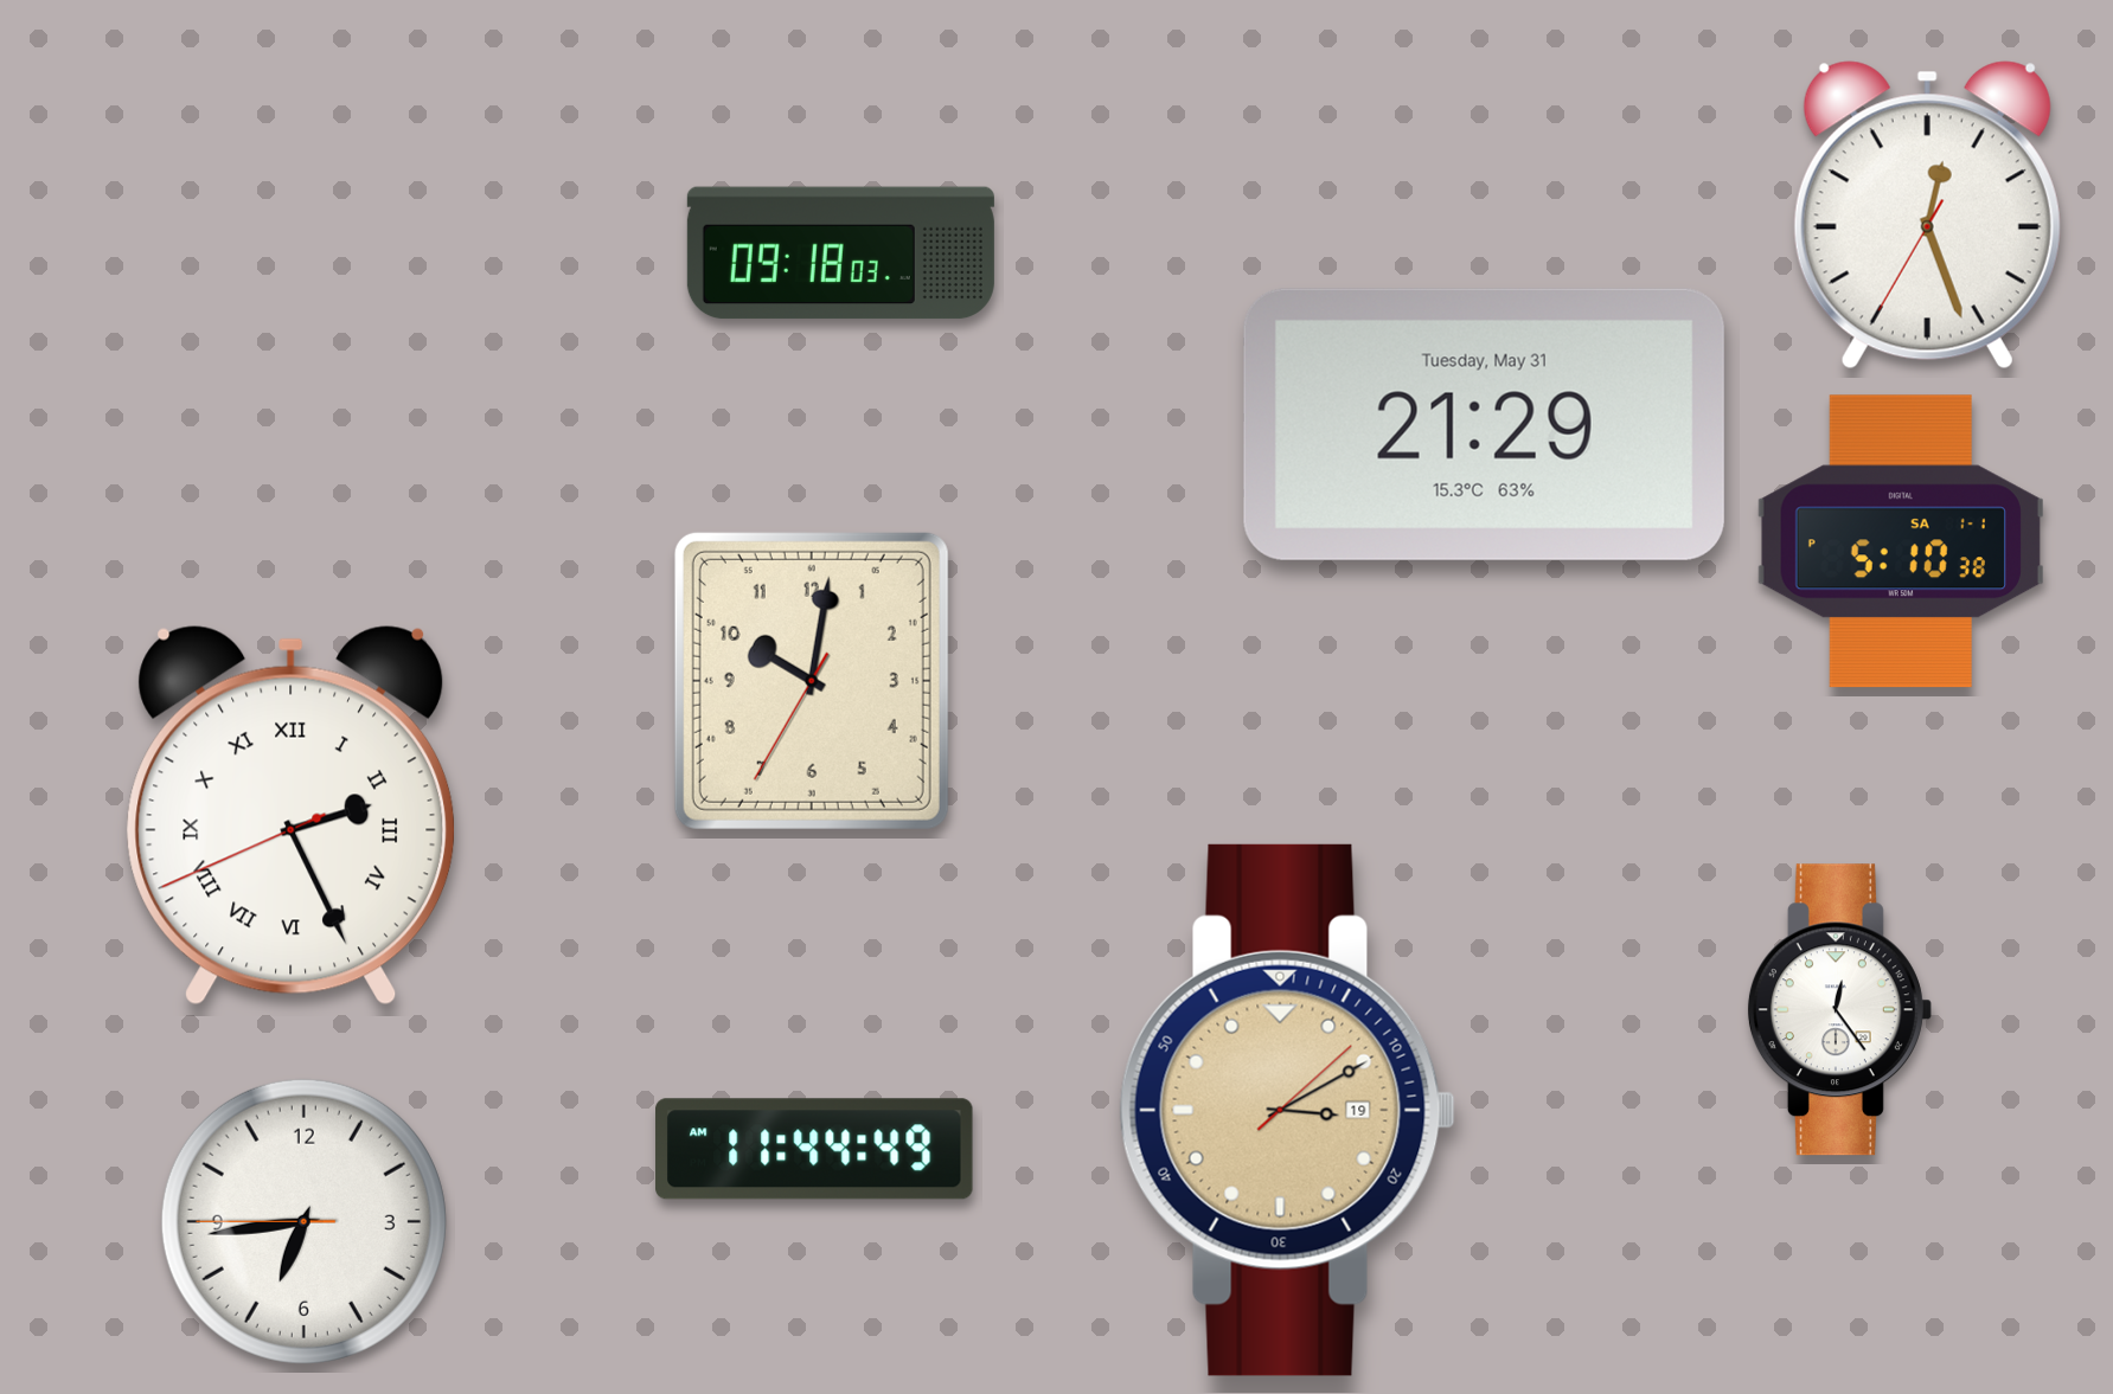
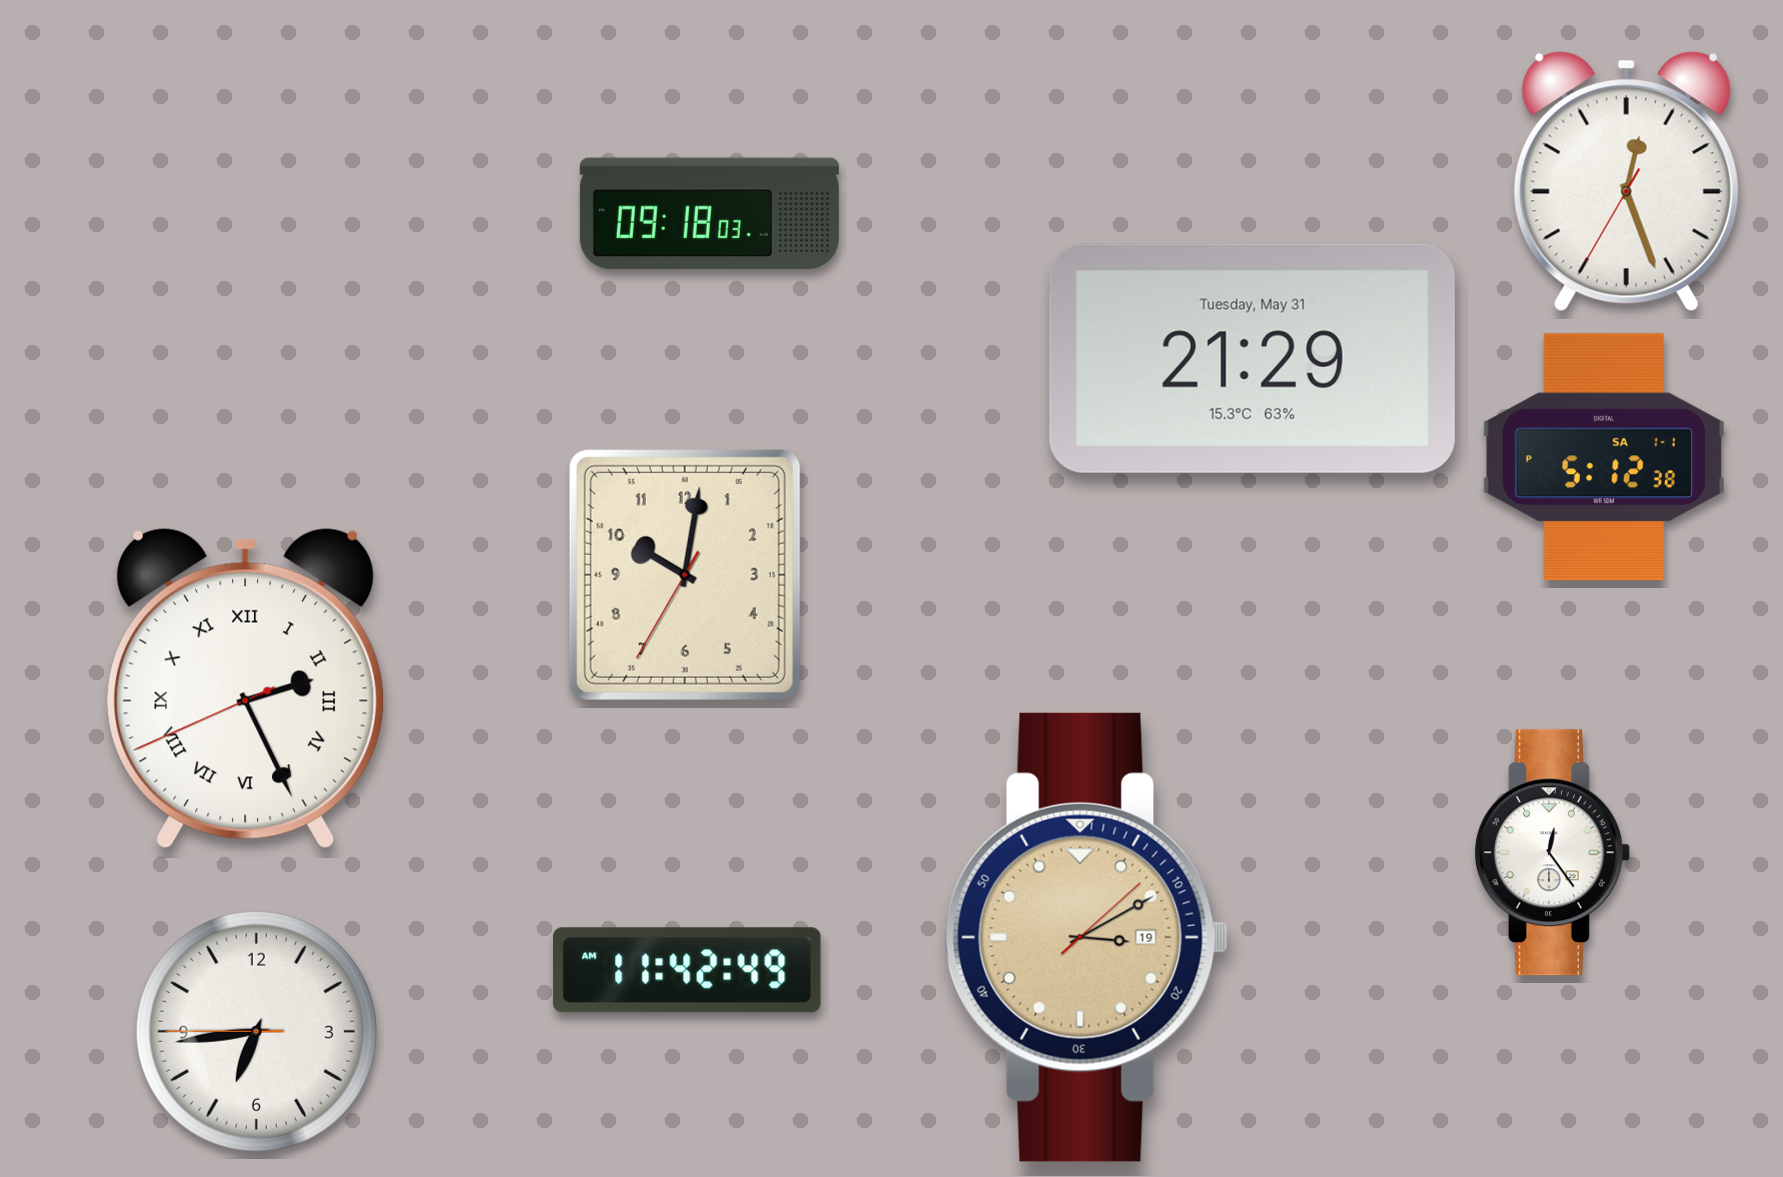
clock at (1901, 541): 5:10 -> 5:12
clock at (814, 1149): 11:44 -> 11:42
